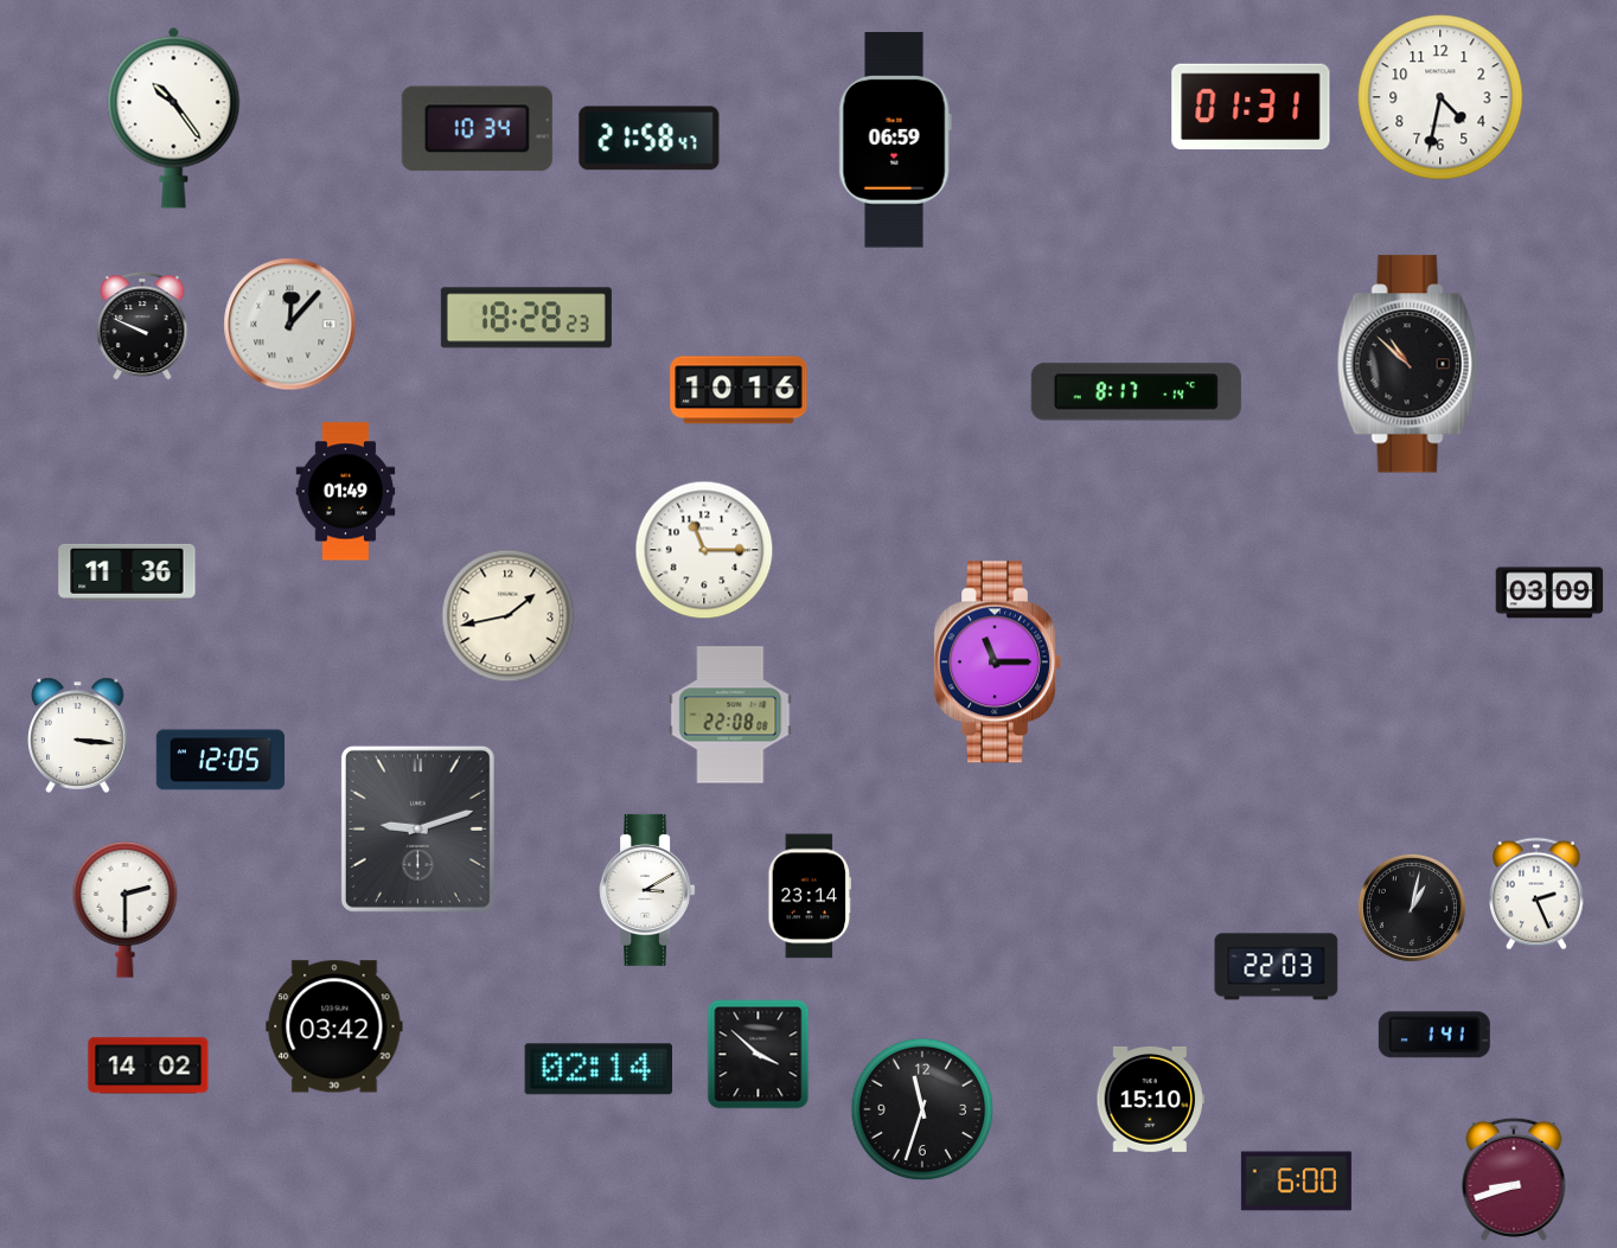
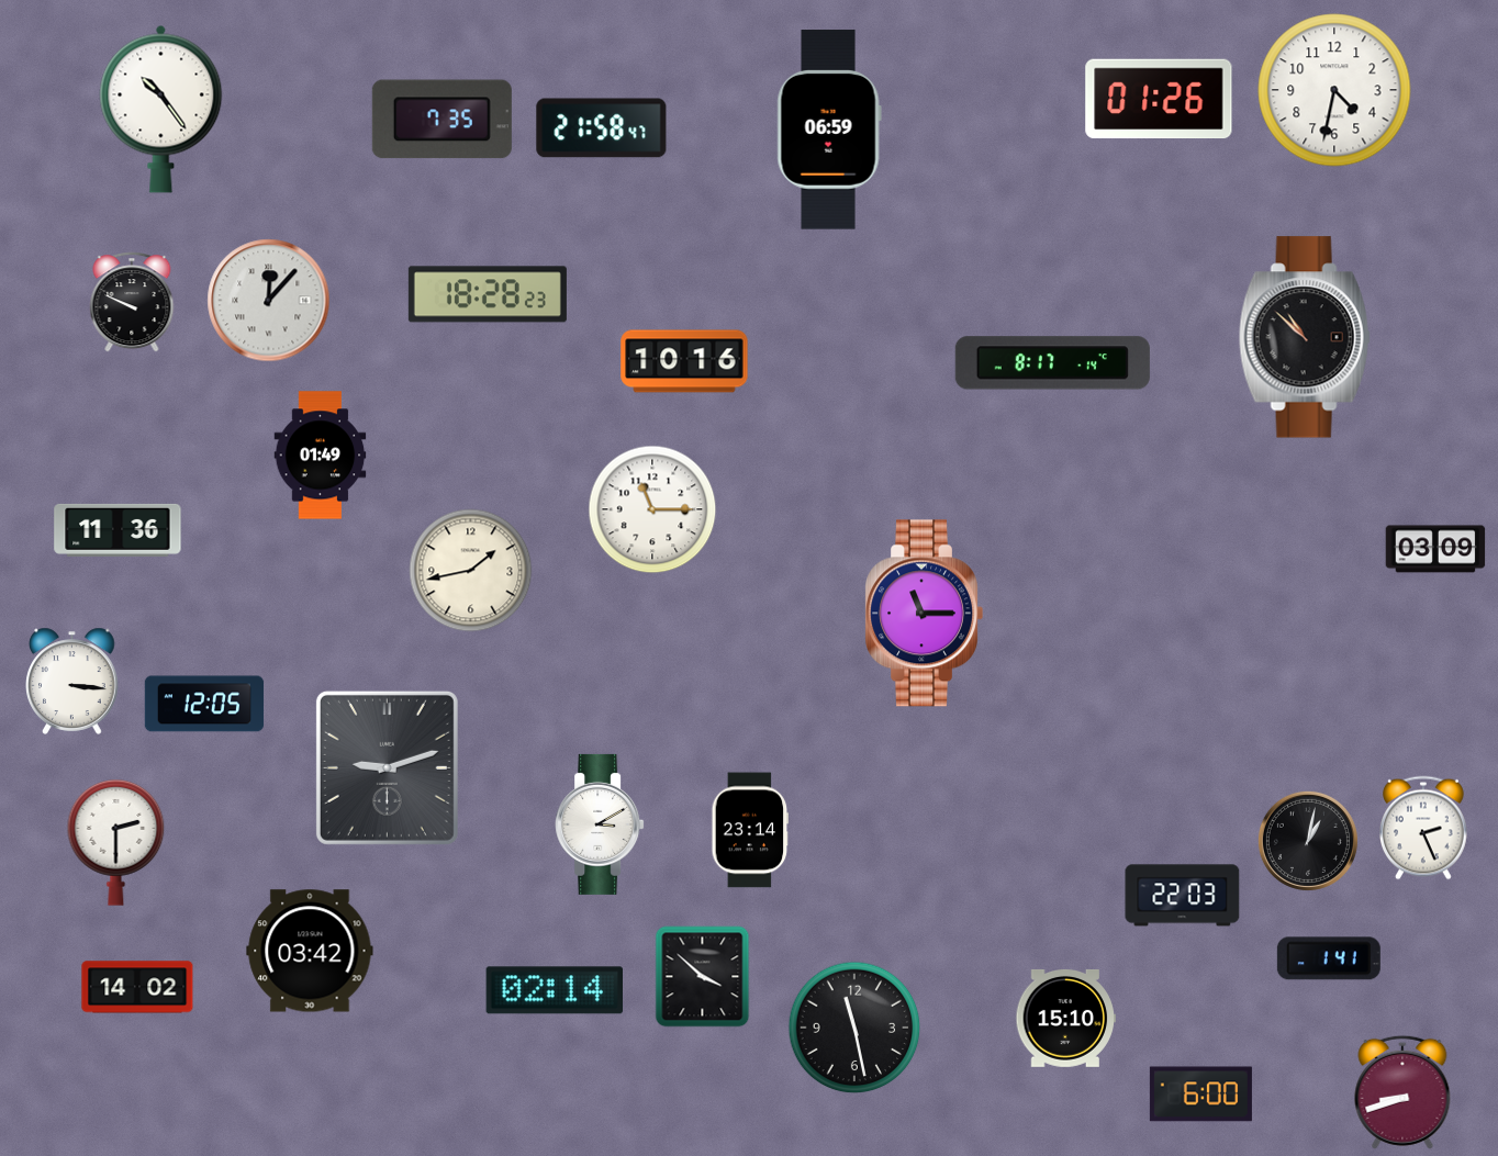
clock at (1251, 107): 01:31 -> 01:26
clock at (477, 129): 10:34 -> 7:35
clock at (730, 715): 22:08 -> none
clock at (922, 1109): 11:33 -> 11:28
